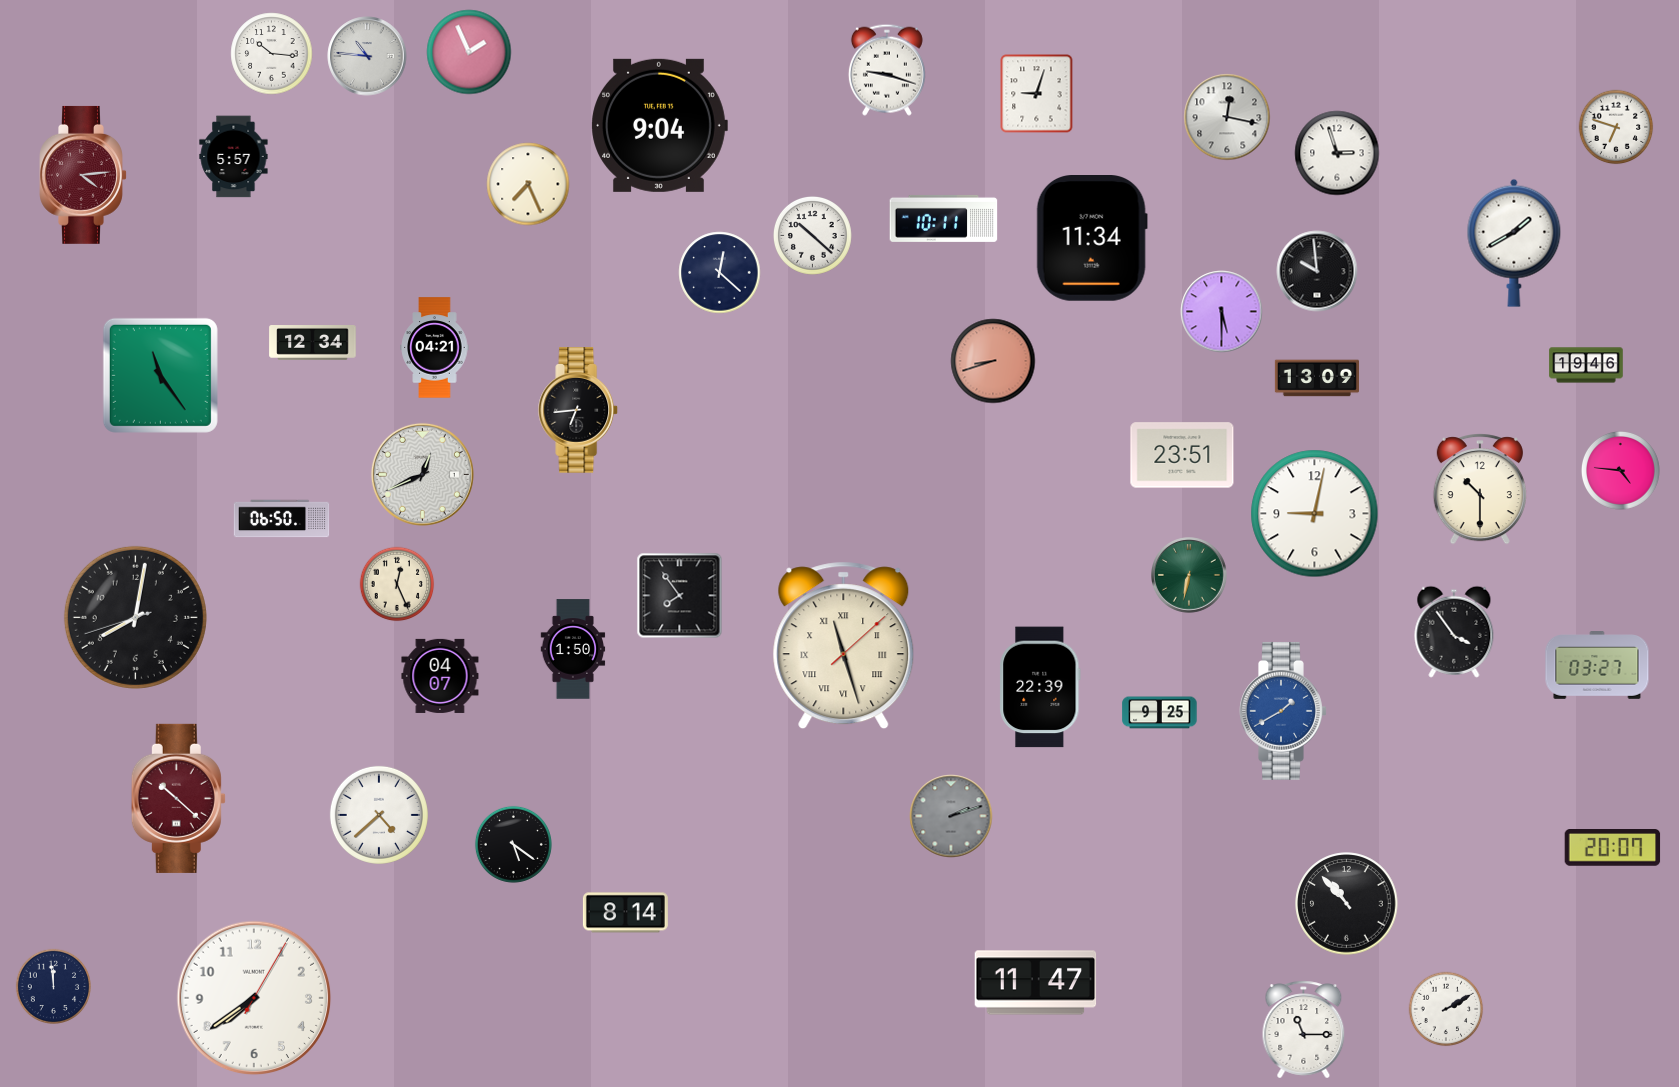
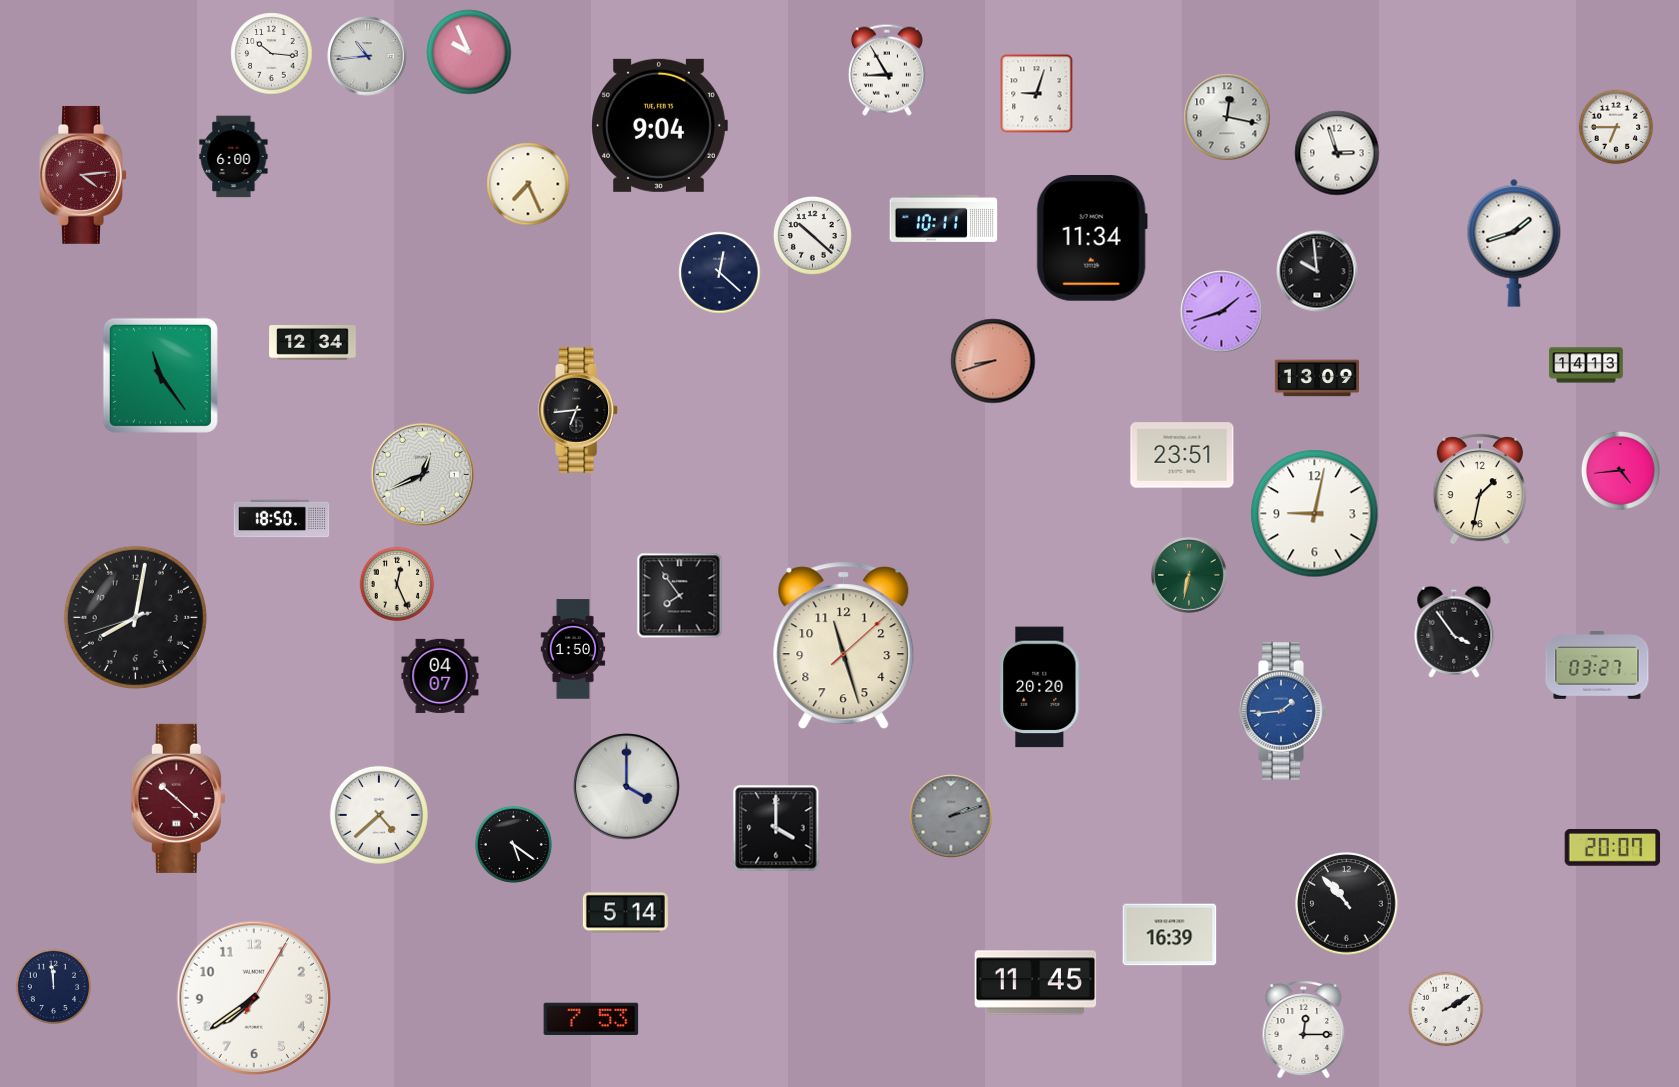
clock at (469, 52): 1:56 -> 9:56
clock at (367, 56): 10:46 -> 10:44
clock at (887, 70): 9:18 -> 8:55
clock at (1616, 127): 6:48 -> 6:45
clock at (234, 157): 5:57 -> 6:00
clock at (1514, 243): 1:40 -> 1:42
clock at (1222, 312): 5:30 -> 1:42
clock at (435, 348): 04:21 -> none
clock at (1586, 365): 19:46 -> 14:13
clock at (1620, 470): 4:46 -> 4:44
clock at (1480, 489): 10:30 -> 1:32
clock at (282, 519): 06:50 -> 18:50
clock at (844, 646) numerals: Roman -> Arabic
clock at (1040, 687): 22:39 -> 20:20
clock at (1283, 711): 1:40 -> 1:44
clock at (1160, 713): 9:25 -> none
clock at (627, 787): none -> 4:00
clock at (776, 828): none -> 4:00
clock at (625, 913): 8:14 -> 5:14
clock at (1170, 935): none -> 16:39
clock at (1036, 983): 11:47 -> 11:45
clock at (591, 1019): none -> 7:53
clock at (1304, 1030): 11:15 -> 12:15
